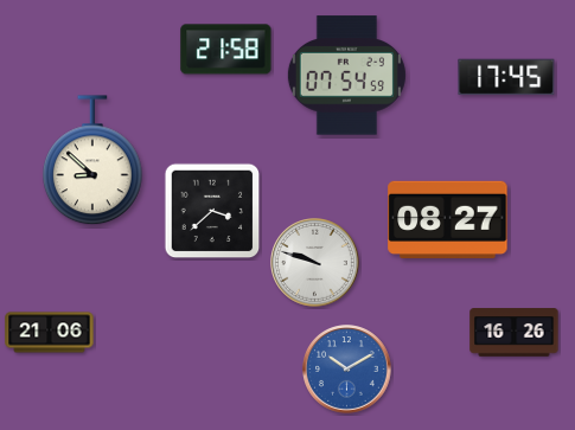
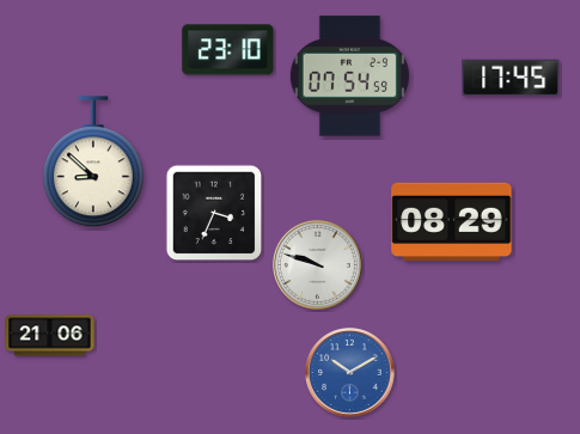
clock at (226, 50): 21:58 -> 23:10
clock at (212, 211): 3:38 -> 3:34
clock at (448, 220): 08:27 -> 08:29
clock at (515, 333): 16:26 -> none
